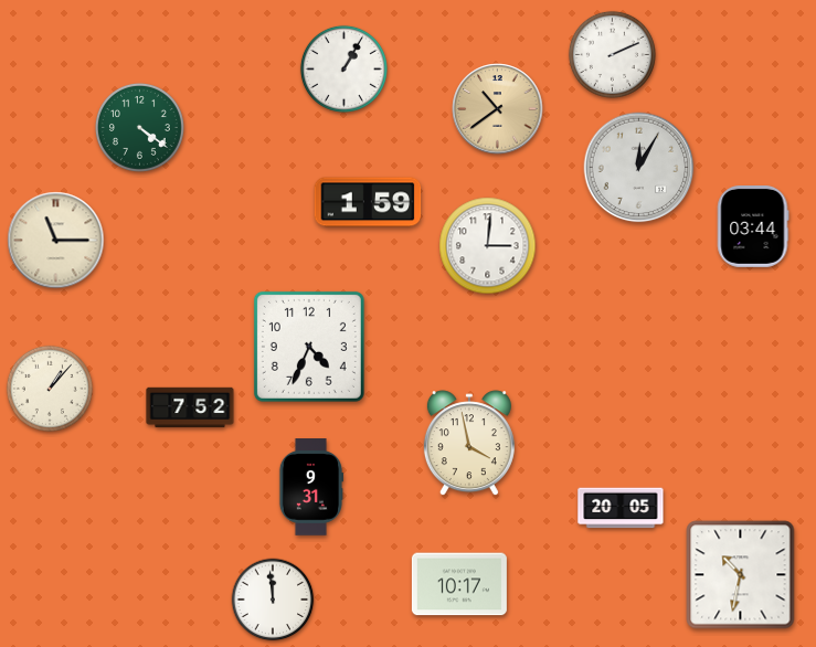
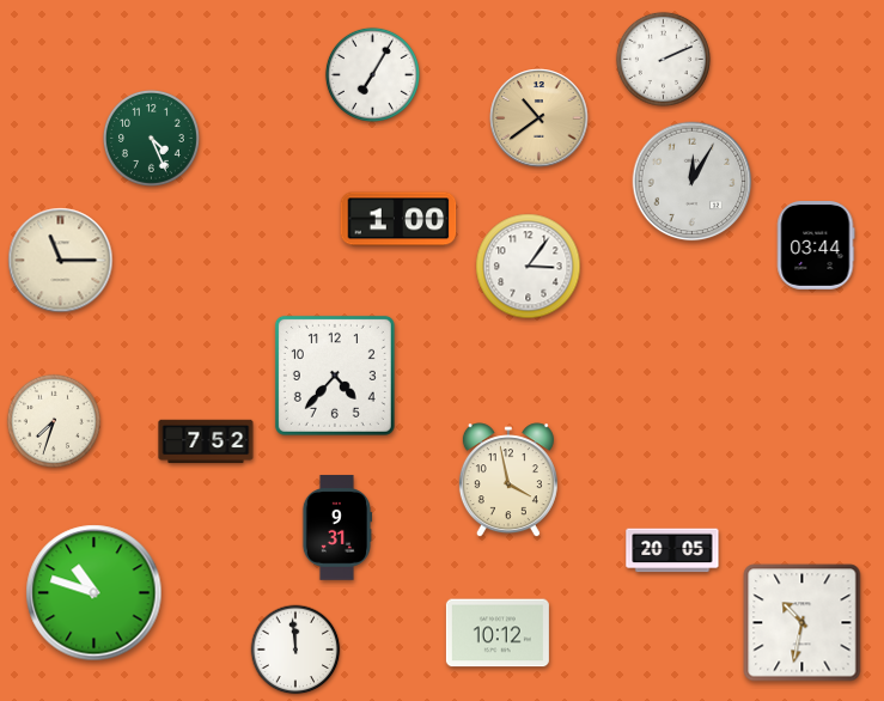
clock at (343, 68): 1:05 -> 7:05
clock at (139, 127): 4:21 -> 4:26
clock at (368, 202): 1:59 -> 1:00
clock at (488, 246): 3:01 -> 3:06
clock at (309, 347): 4:34 -> 4:37
clock at (50, 389): 1:07 -> 7:33
clock at (95, 593): none -> 10:48
clock at (459, 584): 10:17 -> 10:12
